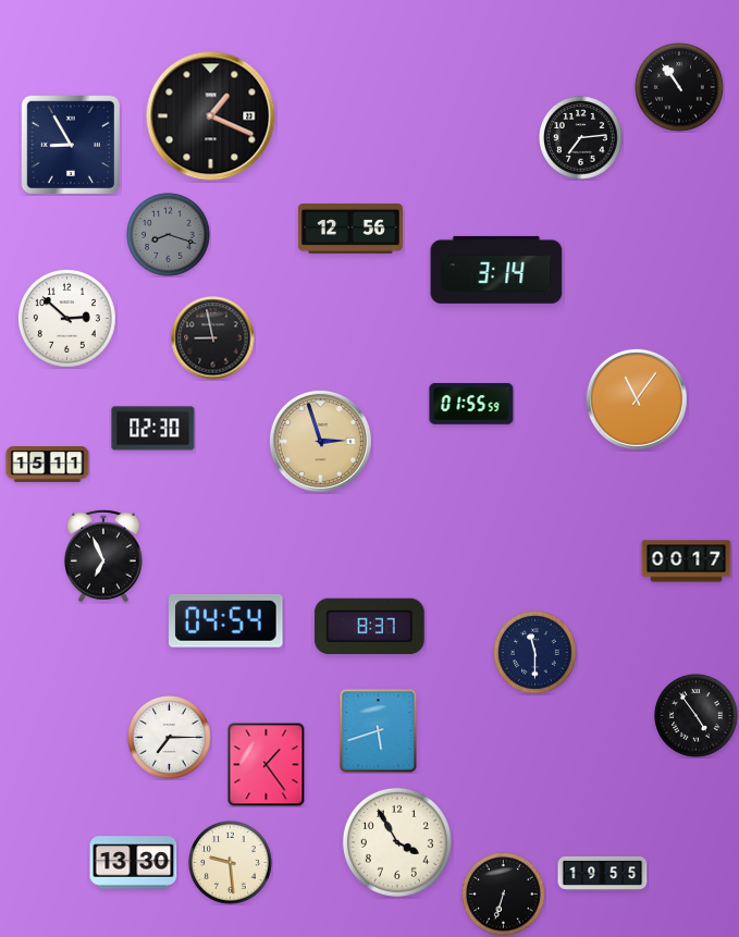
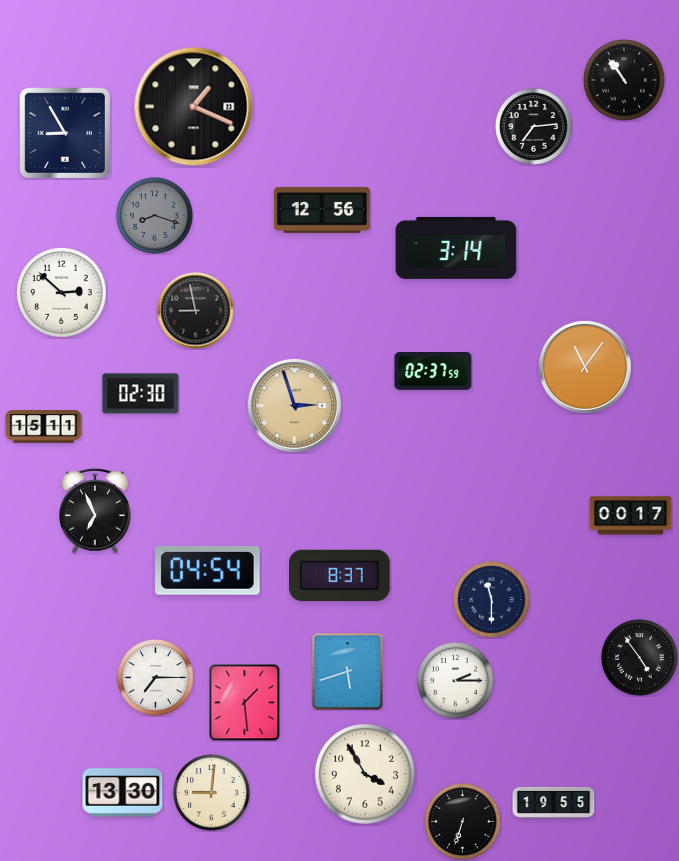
clock at (471, 405): 01:55 -> 02:37
clock at (456, 681): none -> 2:15
clock at (267, 764): 1:24 -> 1:29
clock at (231, 863): 9:29 -> 9:01
